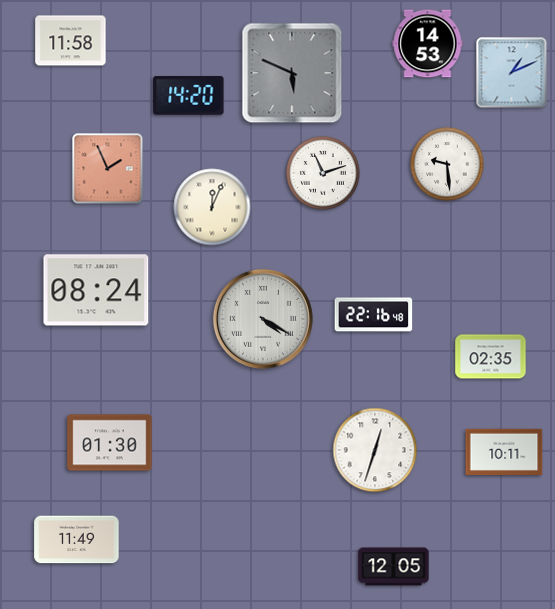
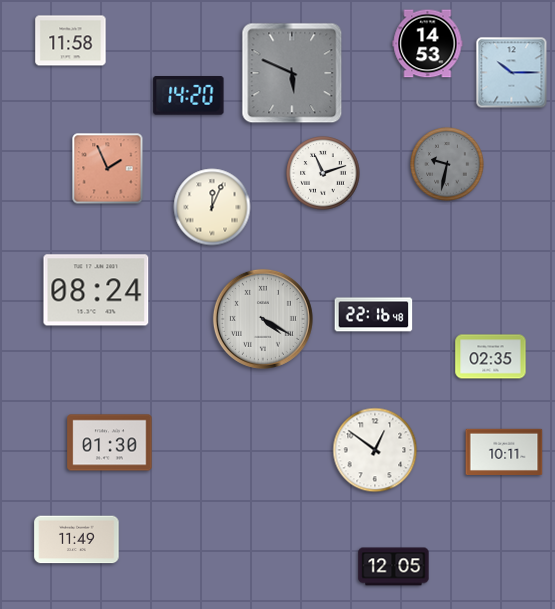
clock at (512, 73): 1:11 -> 10:15
clock at (447, 164): 9:29 -> 9:32
clock at (447, 164) dial: white -> grey
clock at (375, 450): 12:33 -> 12:51
